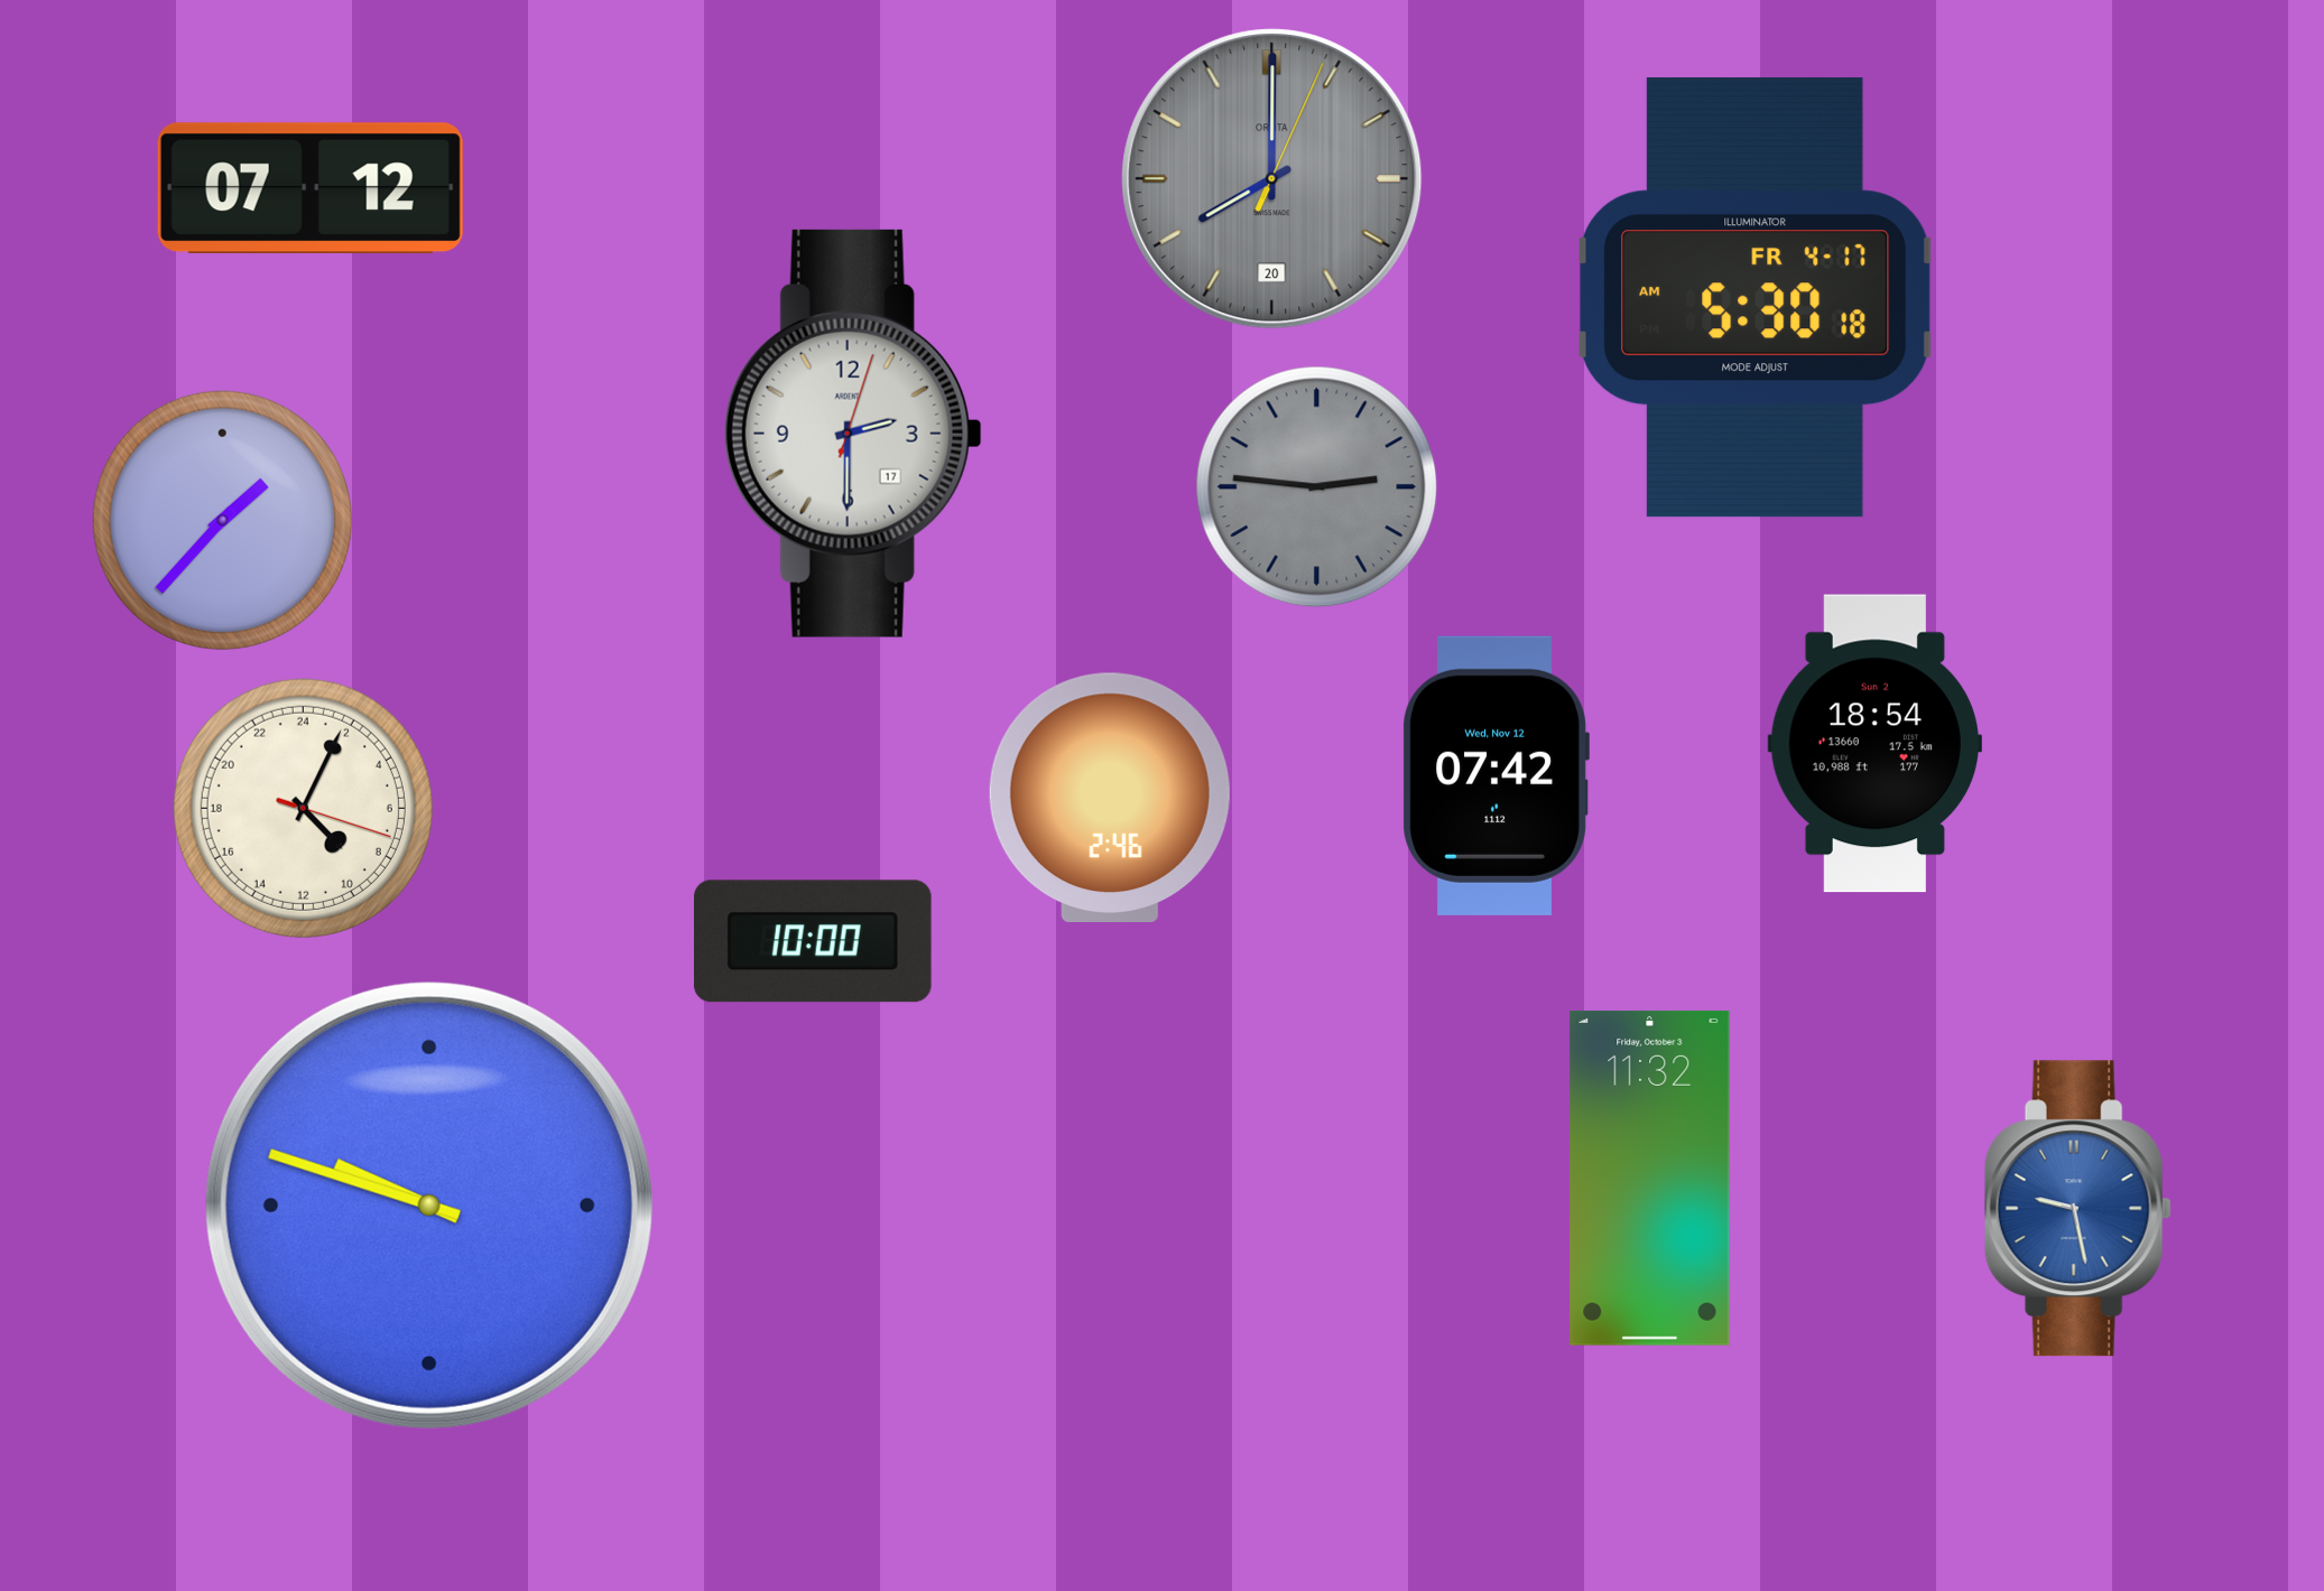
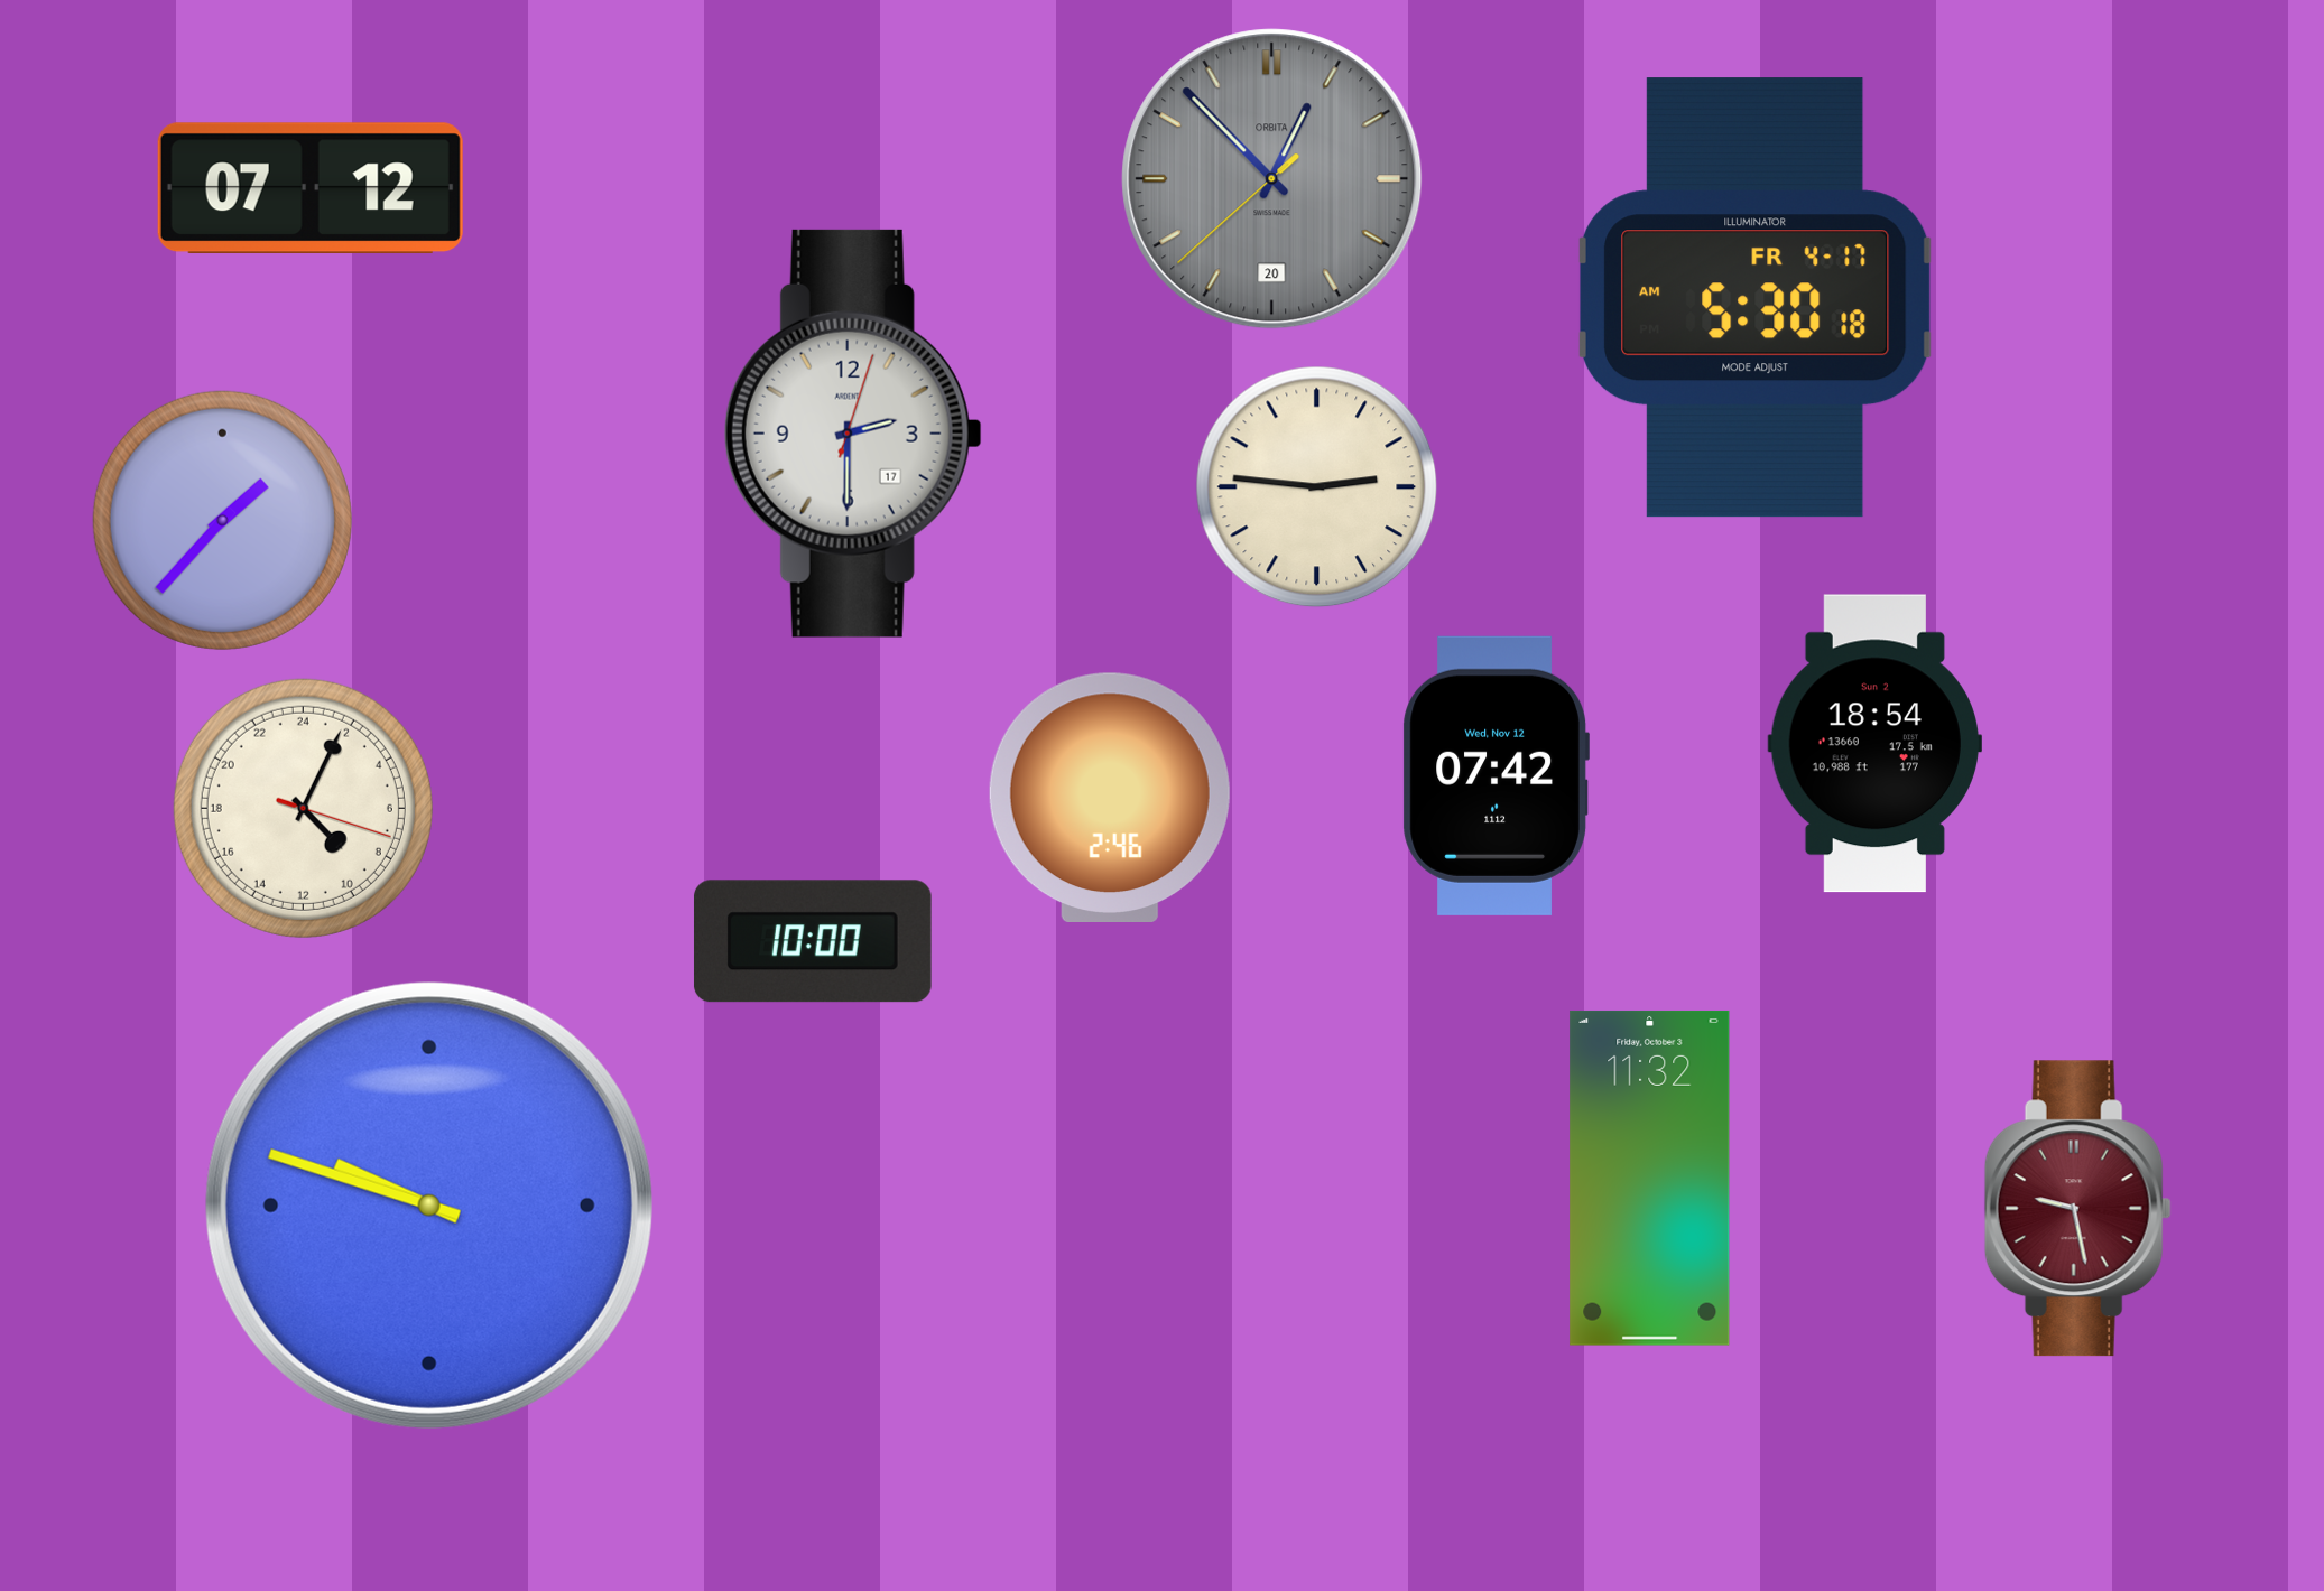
clock at (1272, 179): 8:00 -> 12:52
clock at (1317, 487) dial: grey -> cream
clock at (2077, 1209) dial: blue -> burgundy
